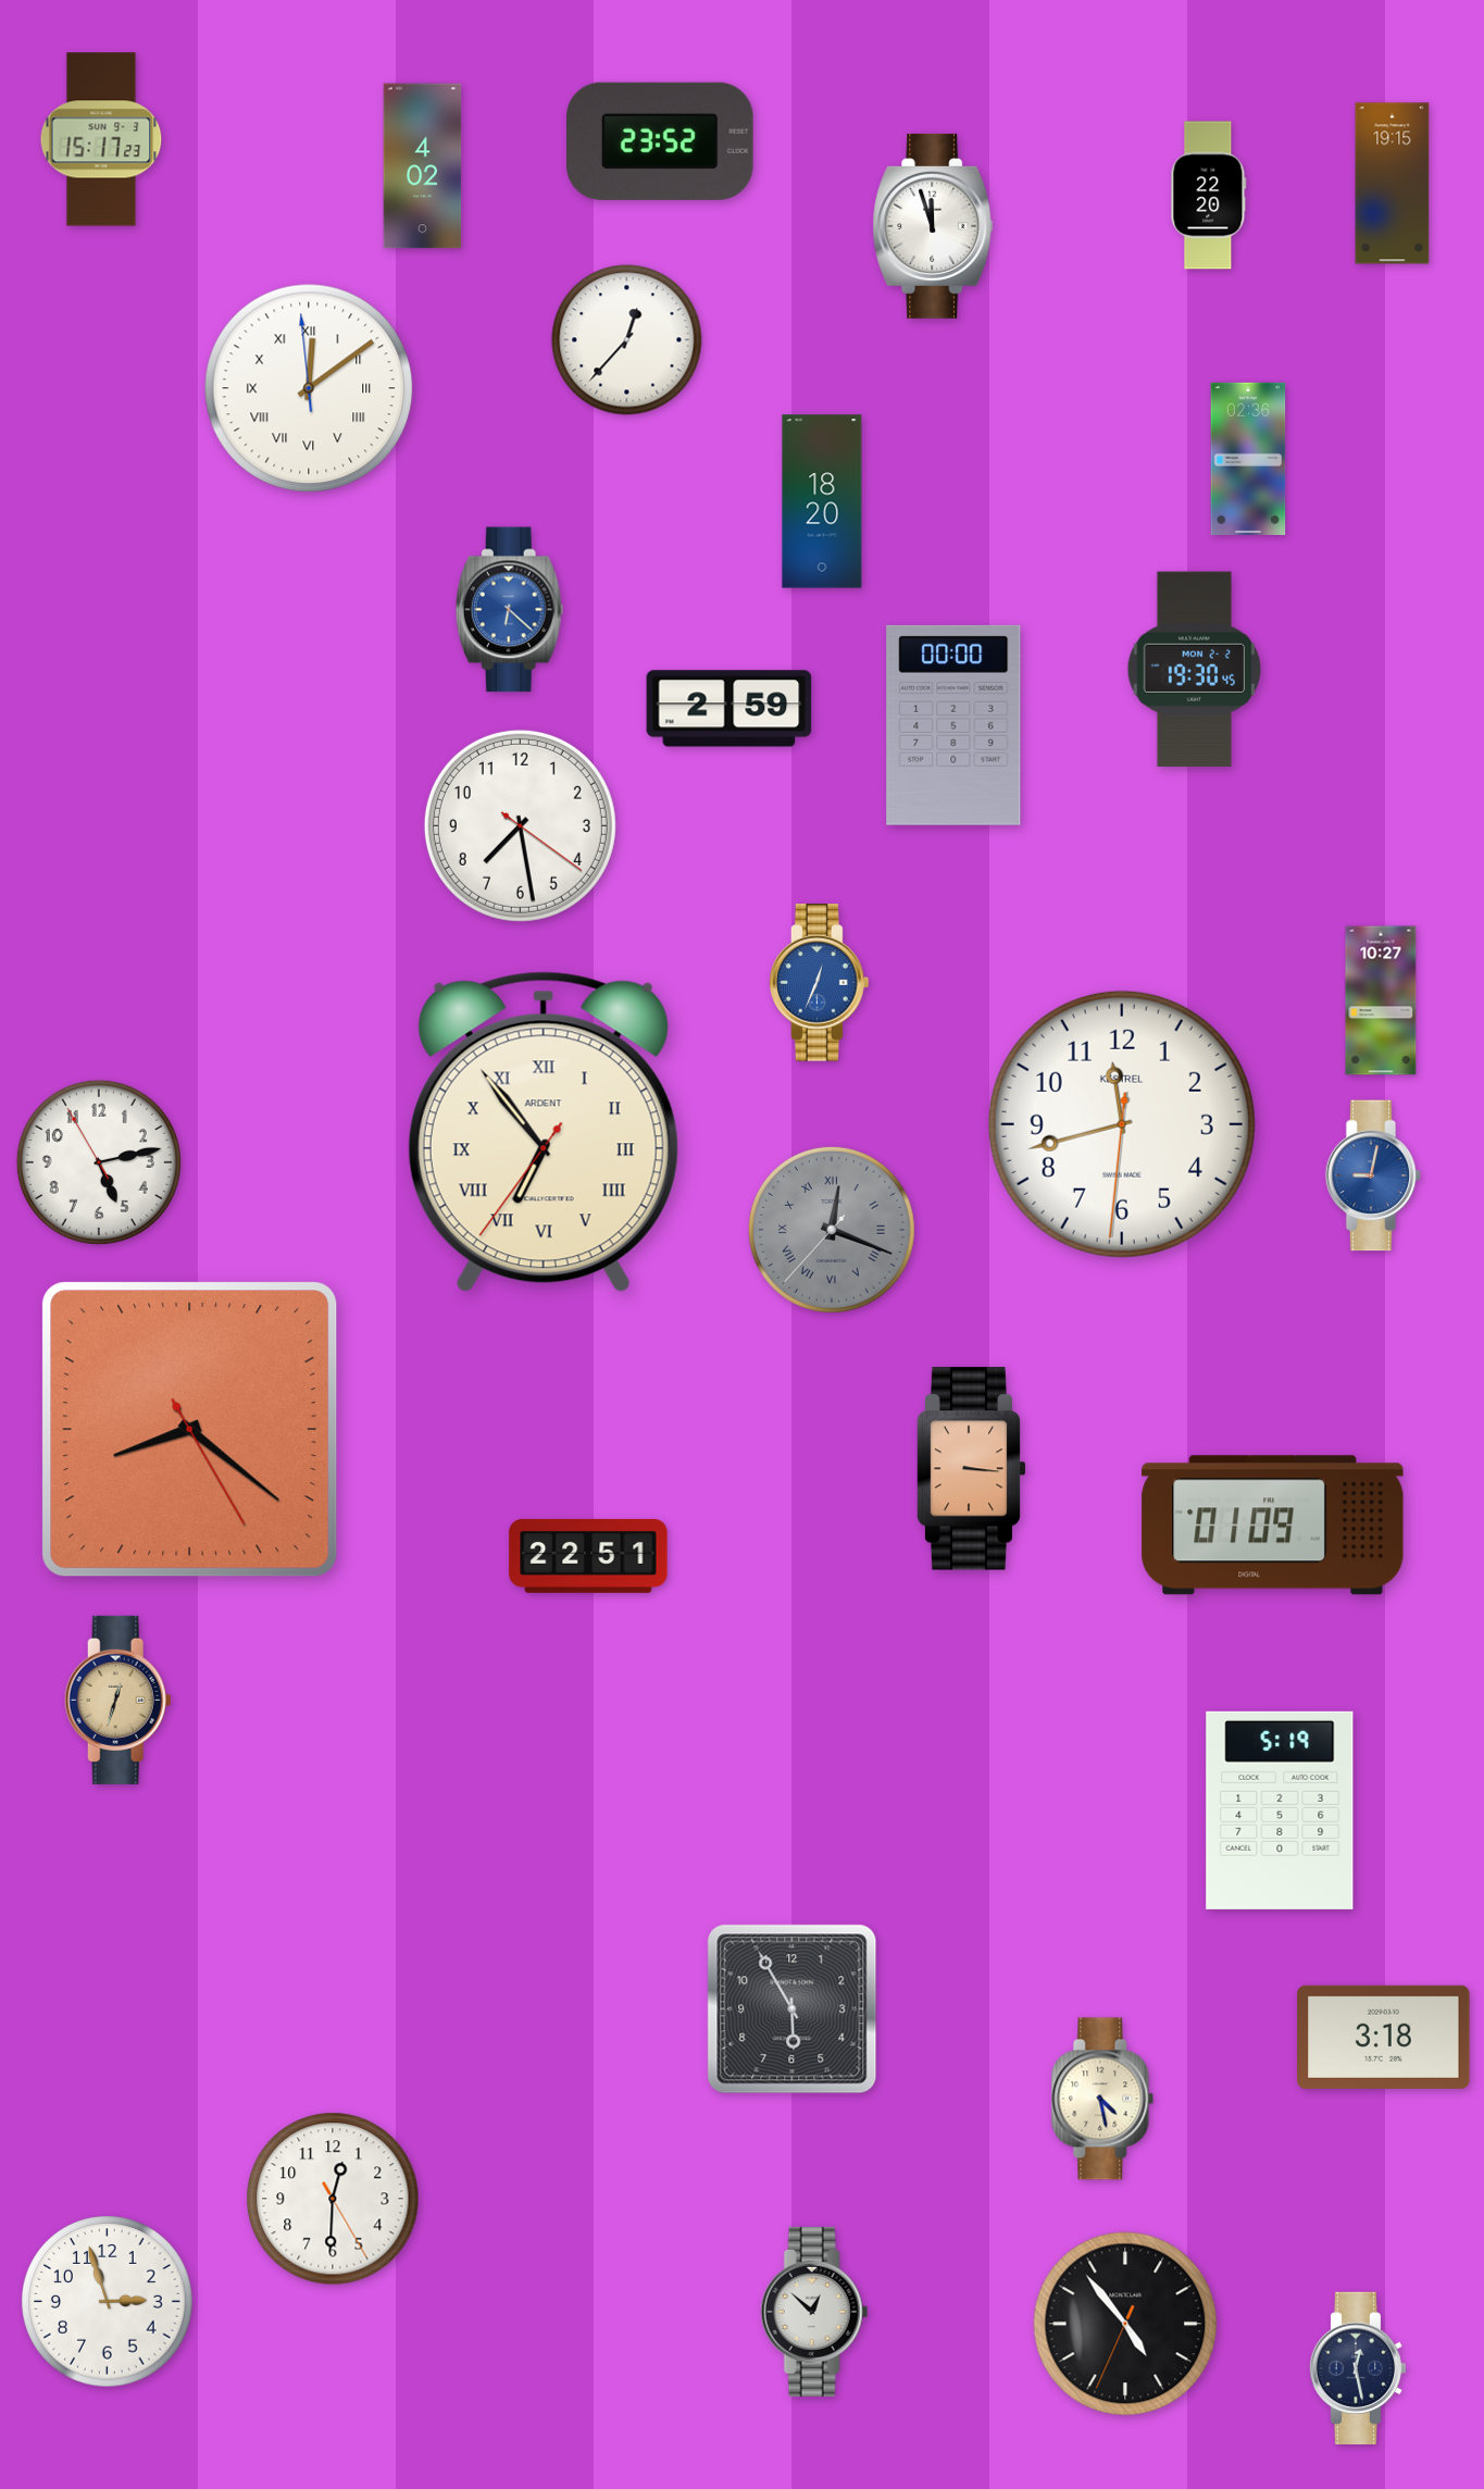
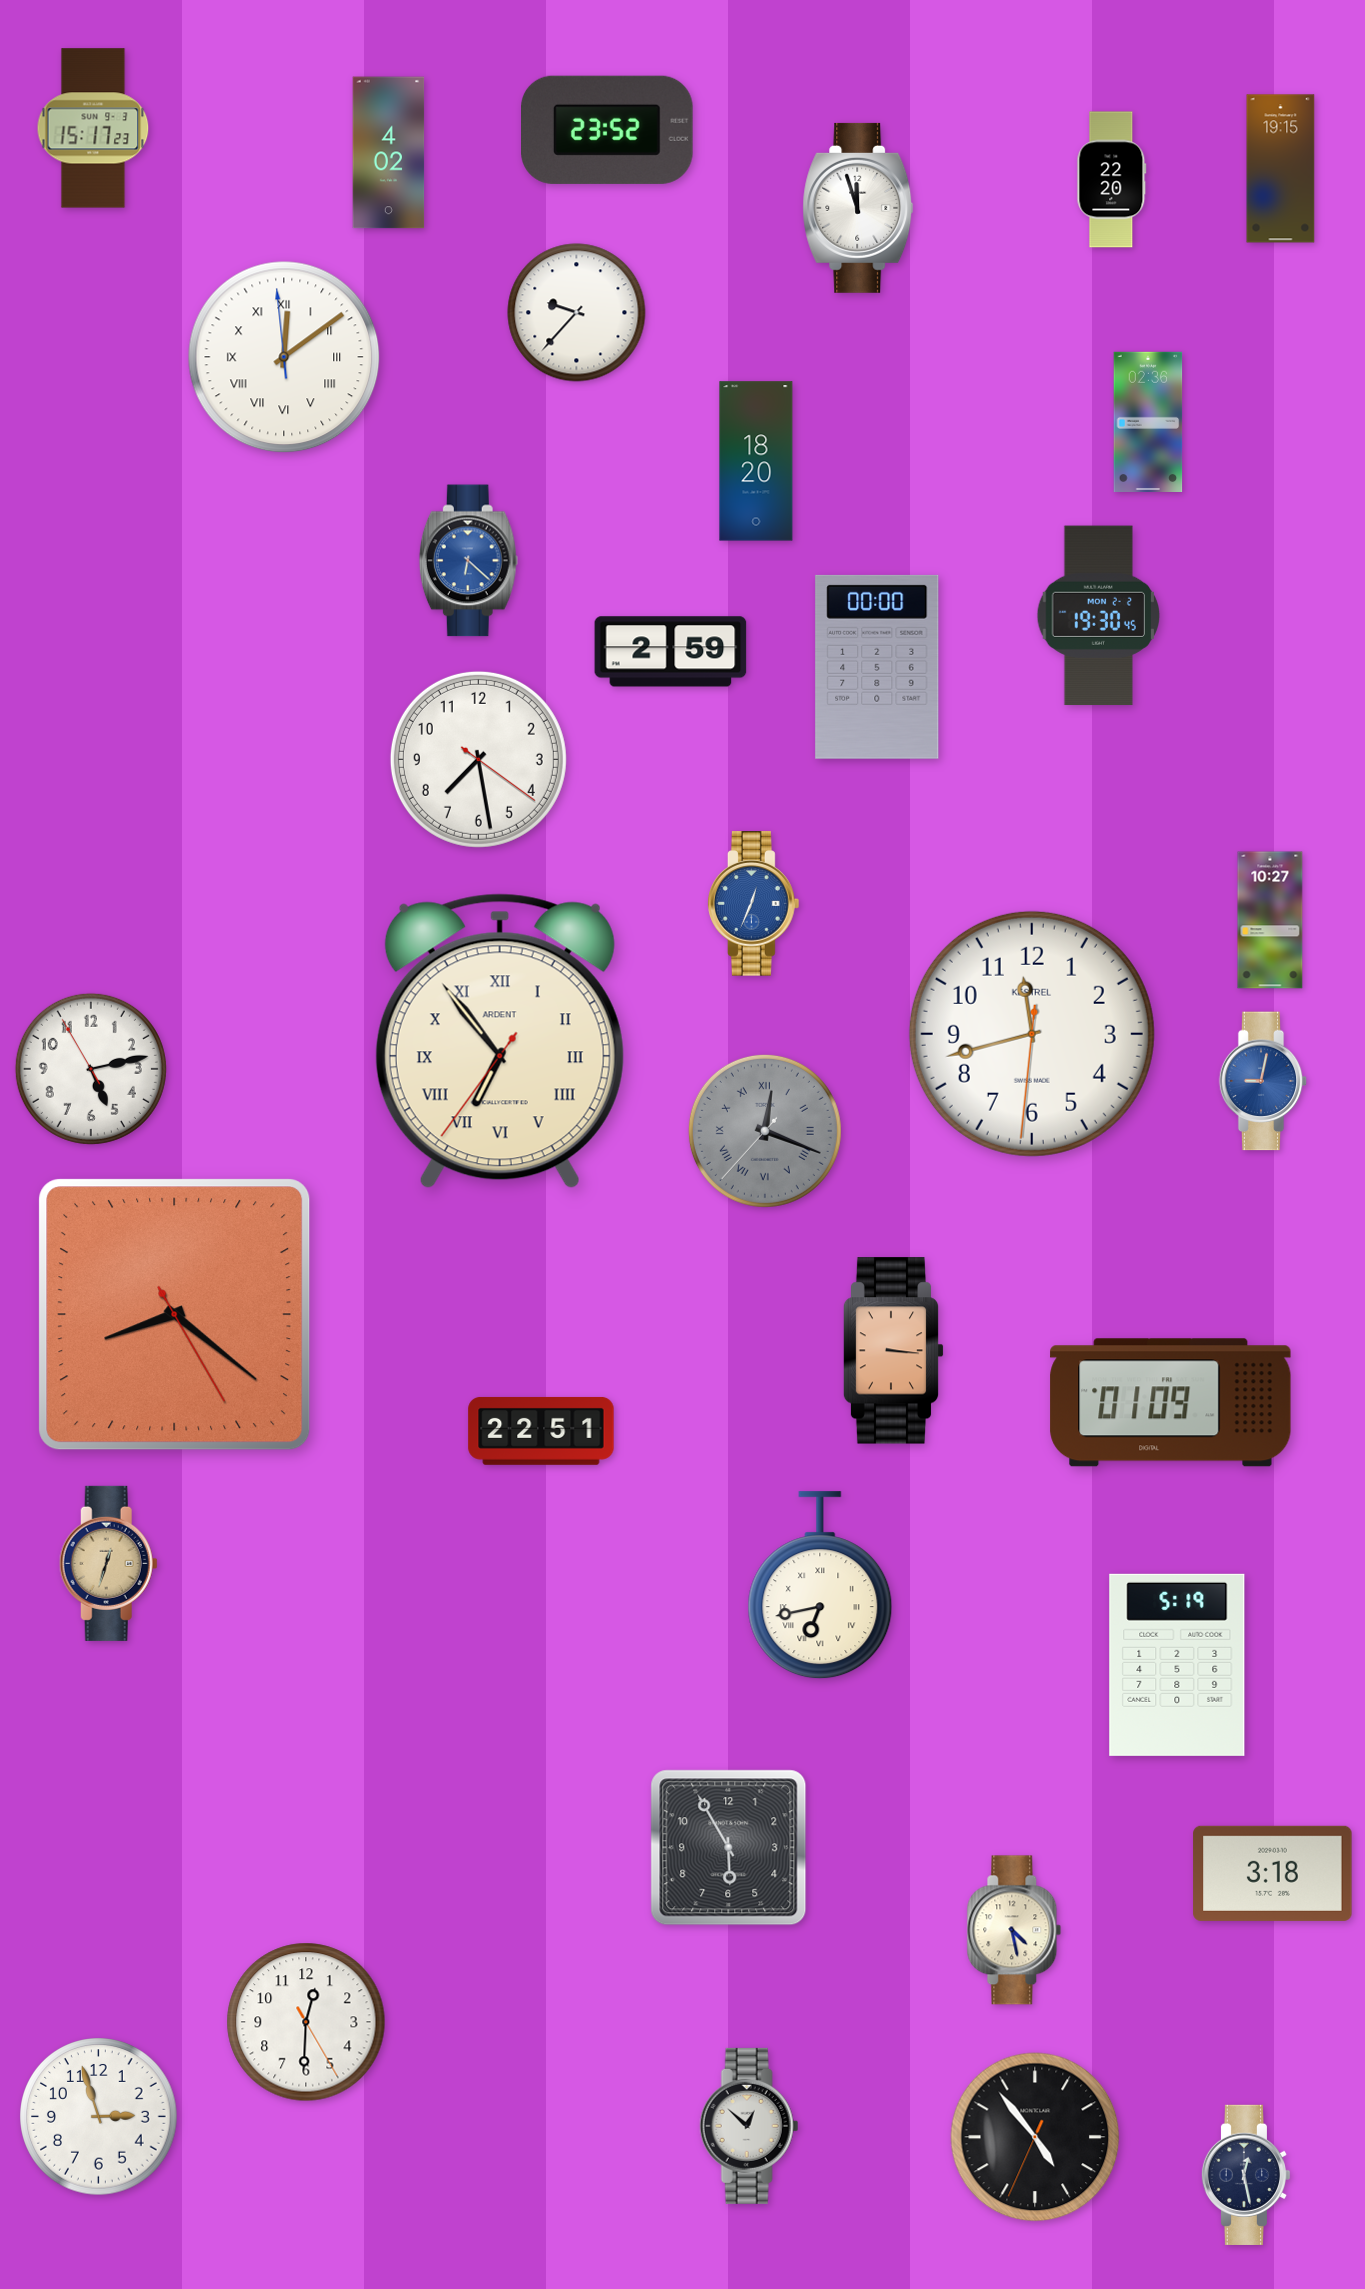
clock at (627, 340): 12:37 -> 9:37
clock at (820, 1586): none -> 6:43
clock at (1358, 2368) position: (1358, 2368) -> (1246, 2175)
